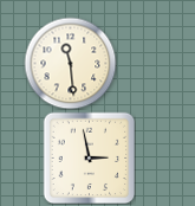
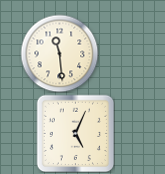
clock at (89, 157): 2:58 -> 5:04
